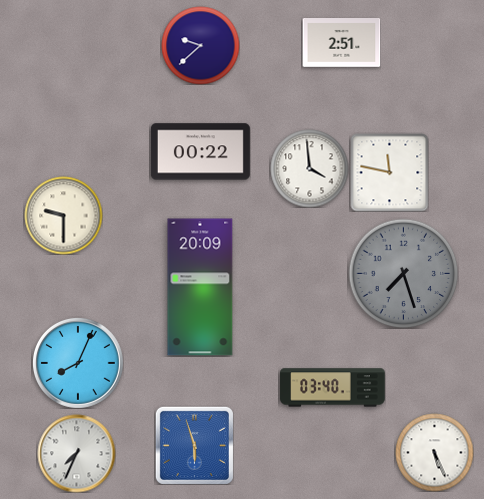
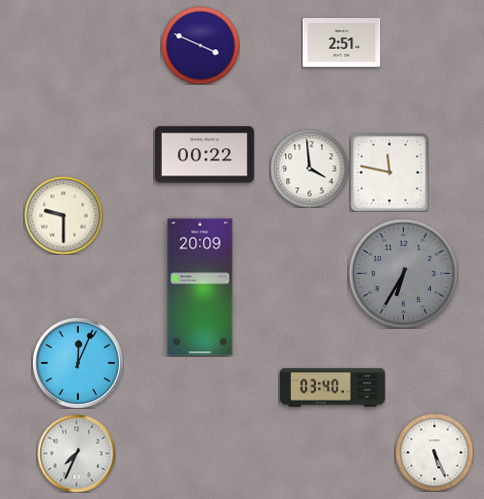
clock at (200, 45): 9:38 -> 3:49
clock at (200, 152) position: (200, 152) -> (204, 155)
clock at (403, 273): 7:27 -> 6:35
clock at (78, 363): 8:04 -> 12:04
clock at (194, 445): 5:57 -> none
